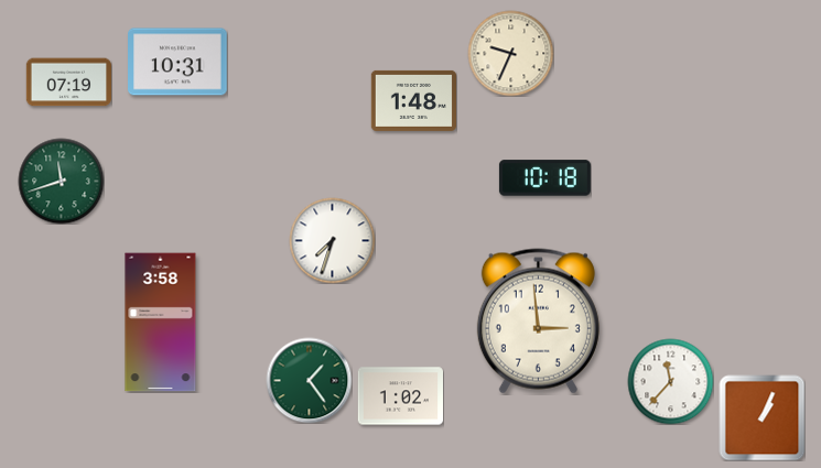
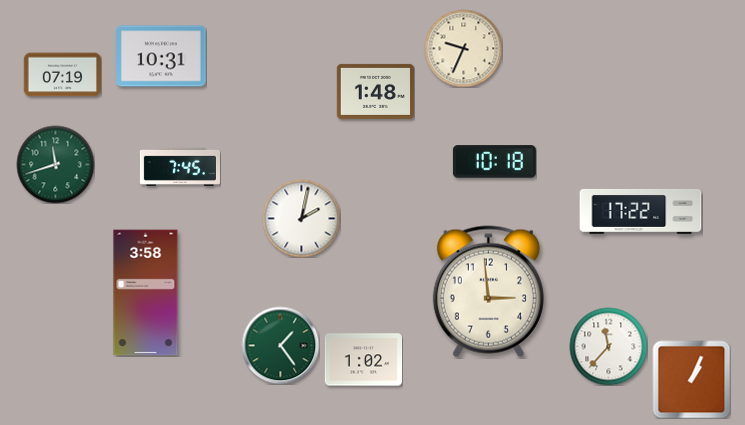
clock at (180, 166): none -> 7:45
clock at (641, 211): none -> 17:22
clock at (332, 240): 7:33 -> 2:02
